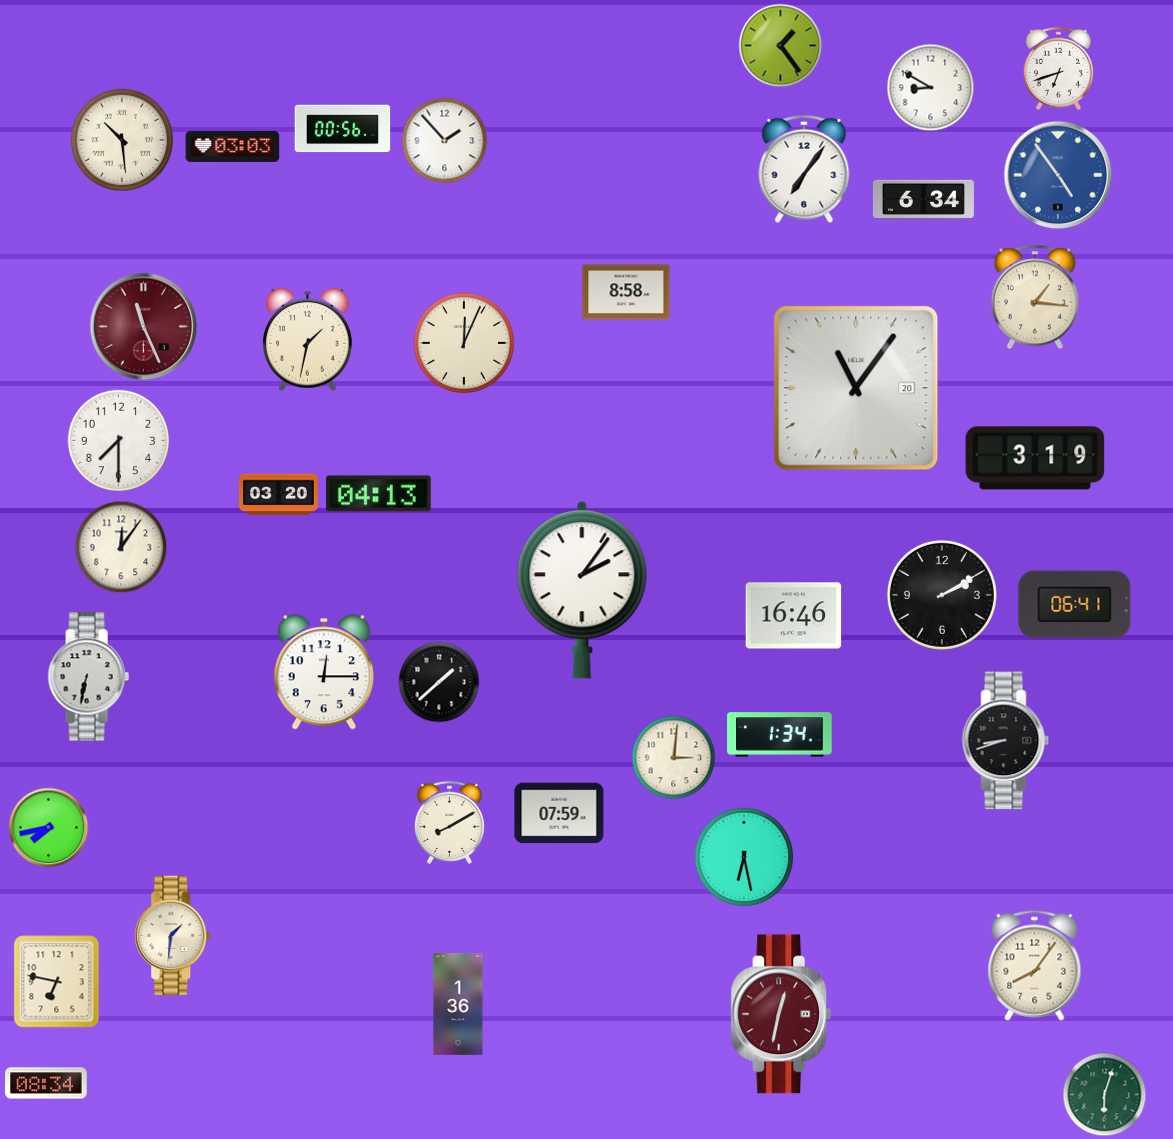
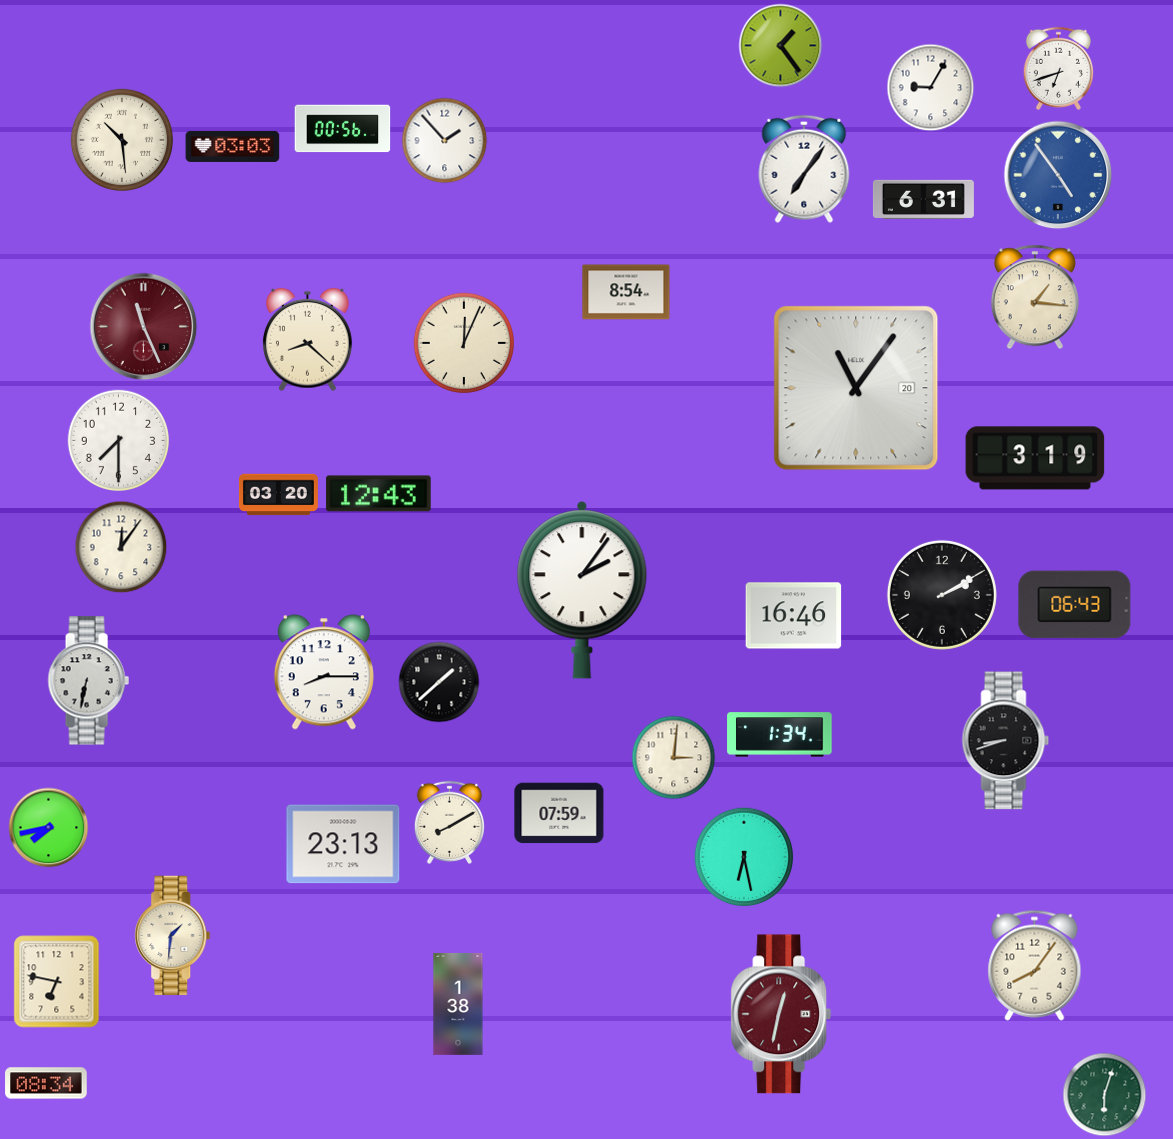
clock at (931, 88): 8:50 -> 9:05
clock at (923, 199): 6:34 -> 6:31
clock at (626, 292): 8:58 -> 8:54
clock at (308, 340): 1:32 -> 8:22
clock at (379, 494): 04:13 -> 12:43
clock at (1075, 605): 06:41 -> 06:43
clock at (324, 672): 12:15 -> 8:15
clock at (88, 677) position: (88, 677) -> (88, 681)
clock at (343, 844): none -> 23:13
clock at (458, 1005): 1:36 -> 1:38
